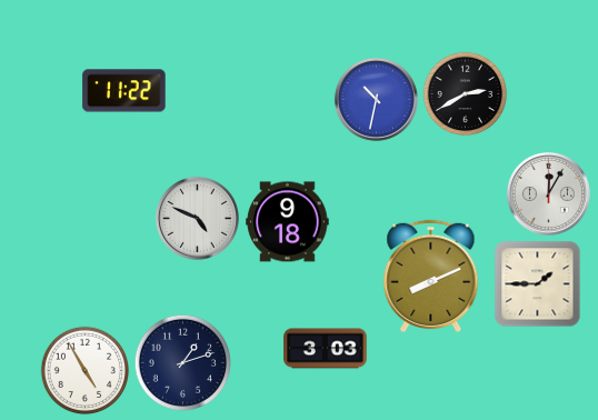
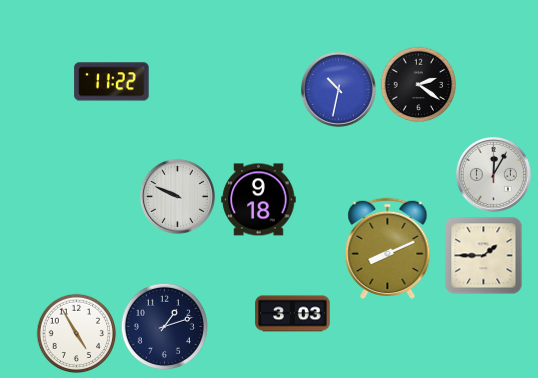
clock at (466, 94): 2:40 -> 2:21
clock at (197, 218): 4:49 -> 9:49
